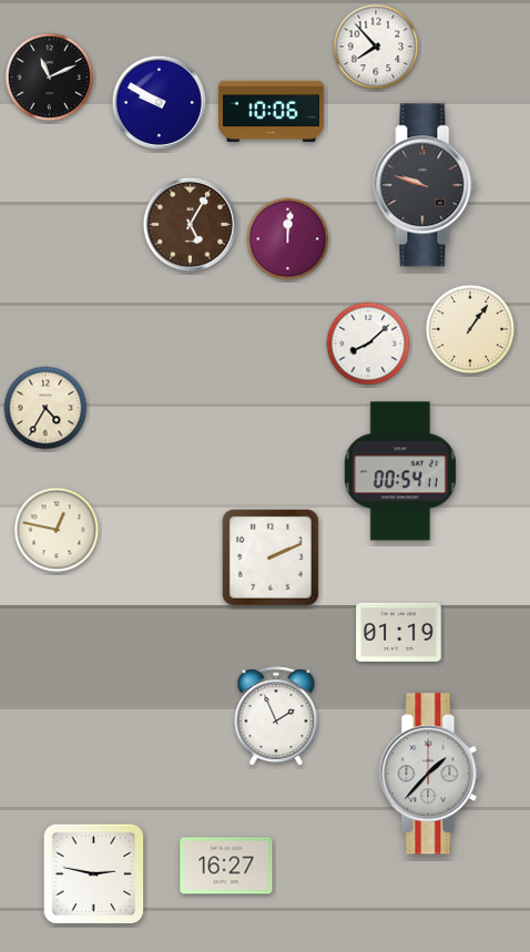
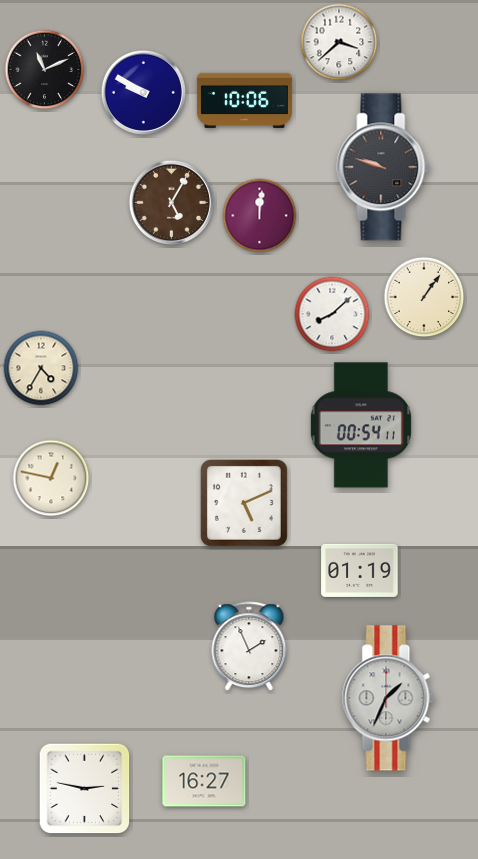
clock at (376, 47): 7:53 -> 3:38
clock at (368, 344) position: (368, 344) -> (332, 314)
clock at (271, 557): 2:11 -> 5:11
clock at (430, 774): 1:37 -> 1:34
